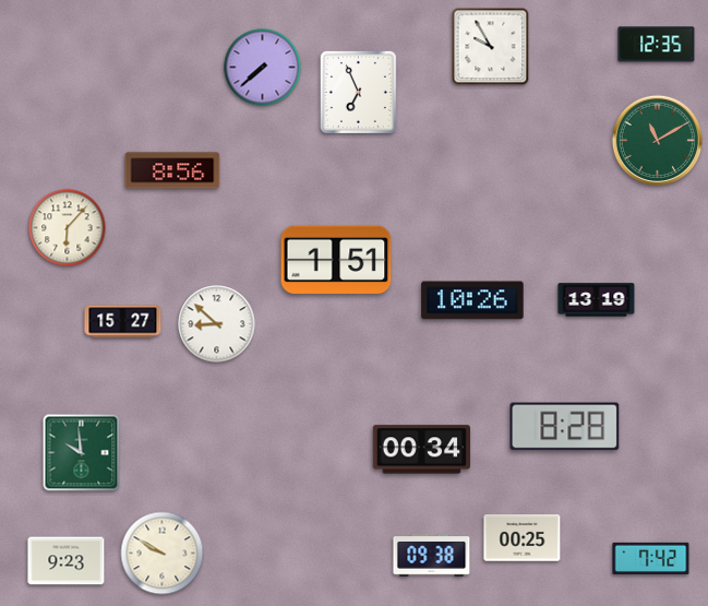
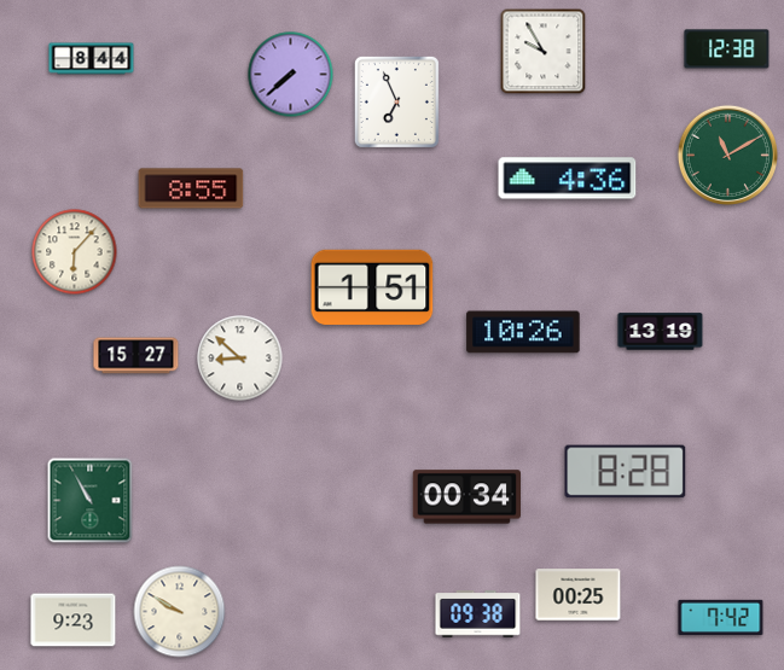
clock at (657, 45): 12:35 -> 12:38
clock at (92, 59): none -> 8:44
clock at (568, 179): none -> 4:36
clock at (172, 170): 8:56 -> 8:55
clock at (82, 453): 9:59 -> 10:55
